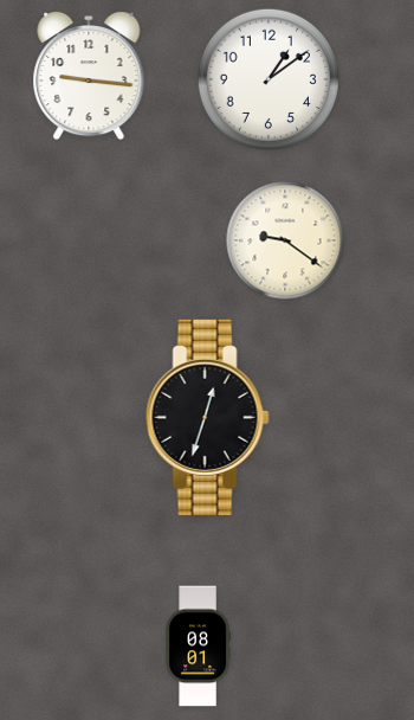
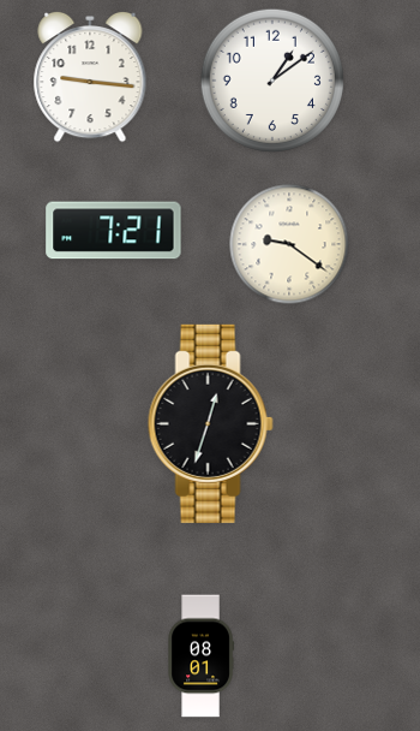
clock at (114, 231): none -> 7:21
